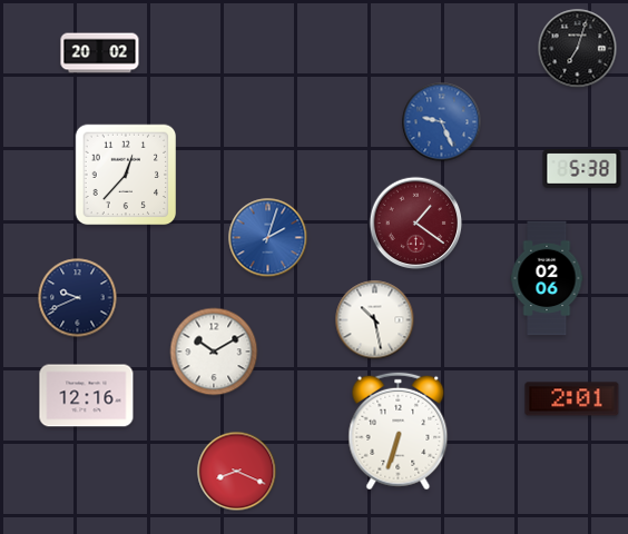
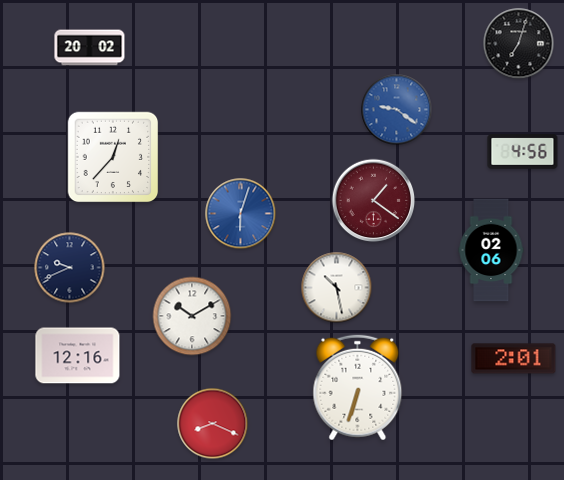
clock at (442, 122): 9:26 -> 9:21
clock at (582, 169): 5:38 -> 4:56
clock at (268, 238): 2:03 -> 6:03
